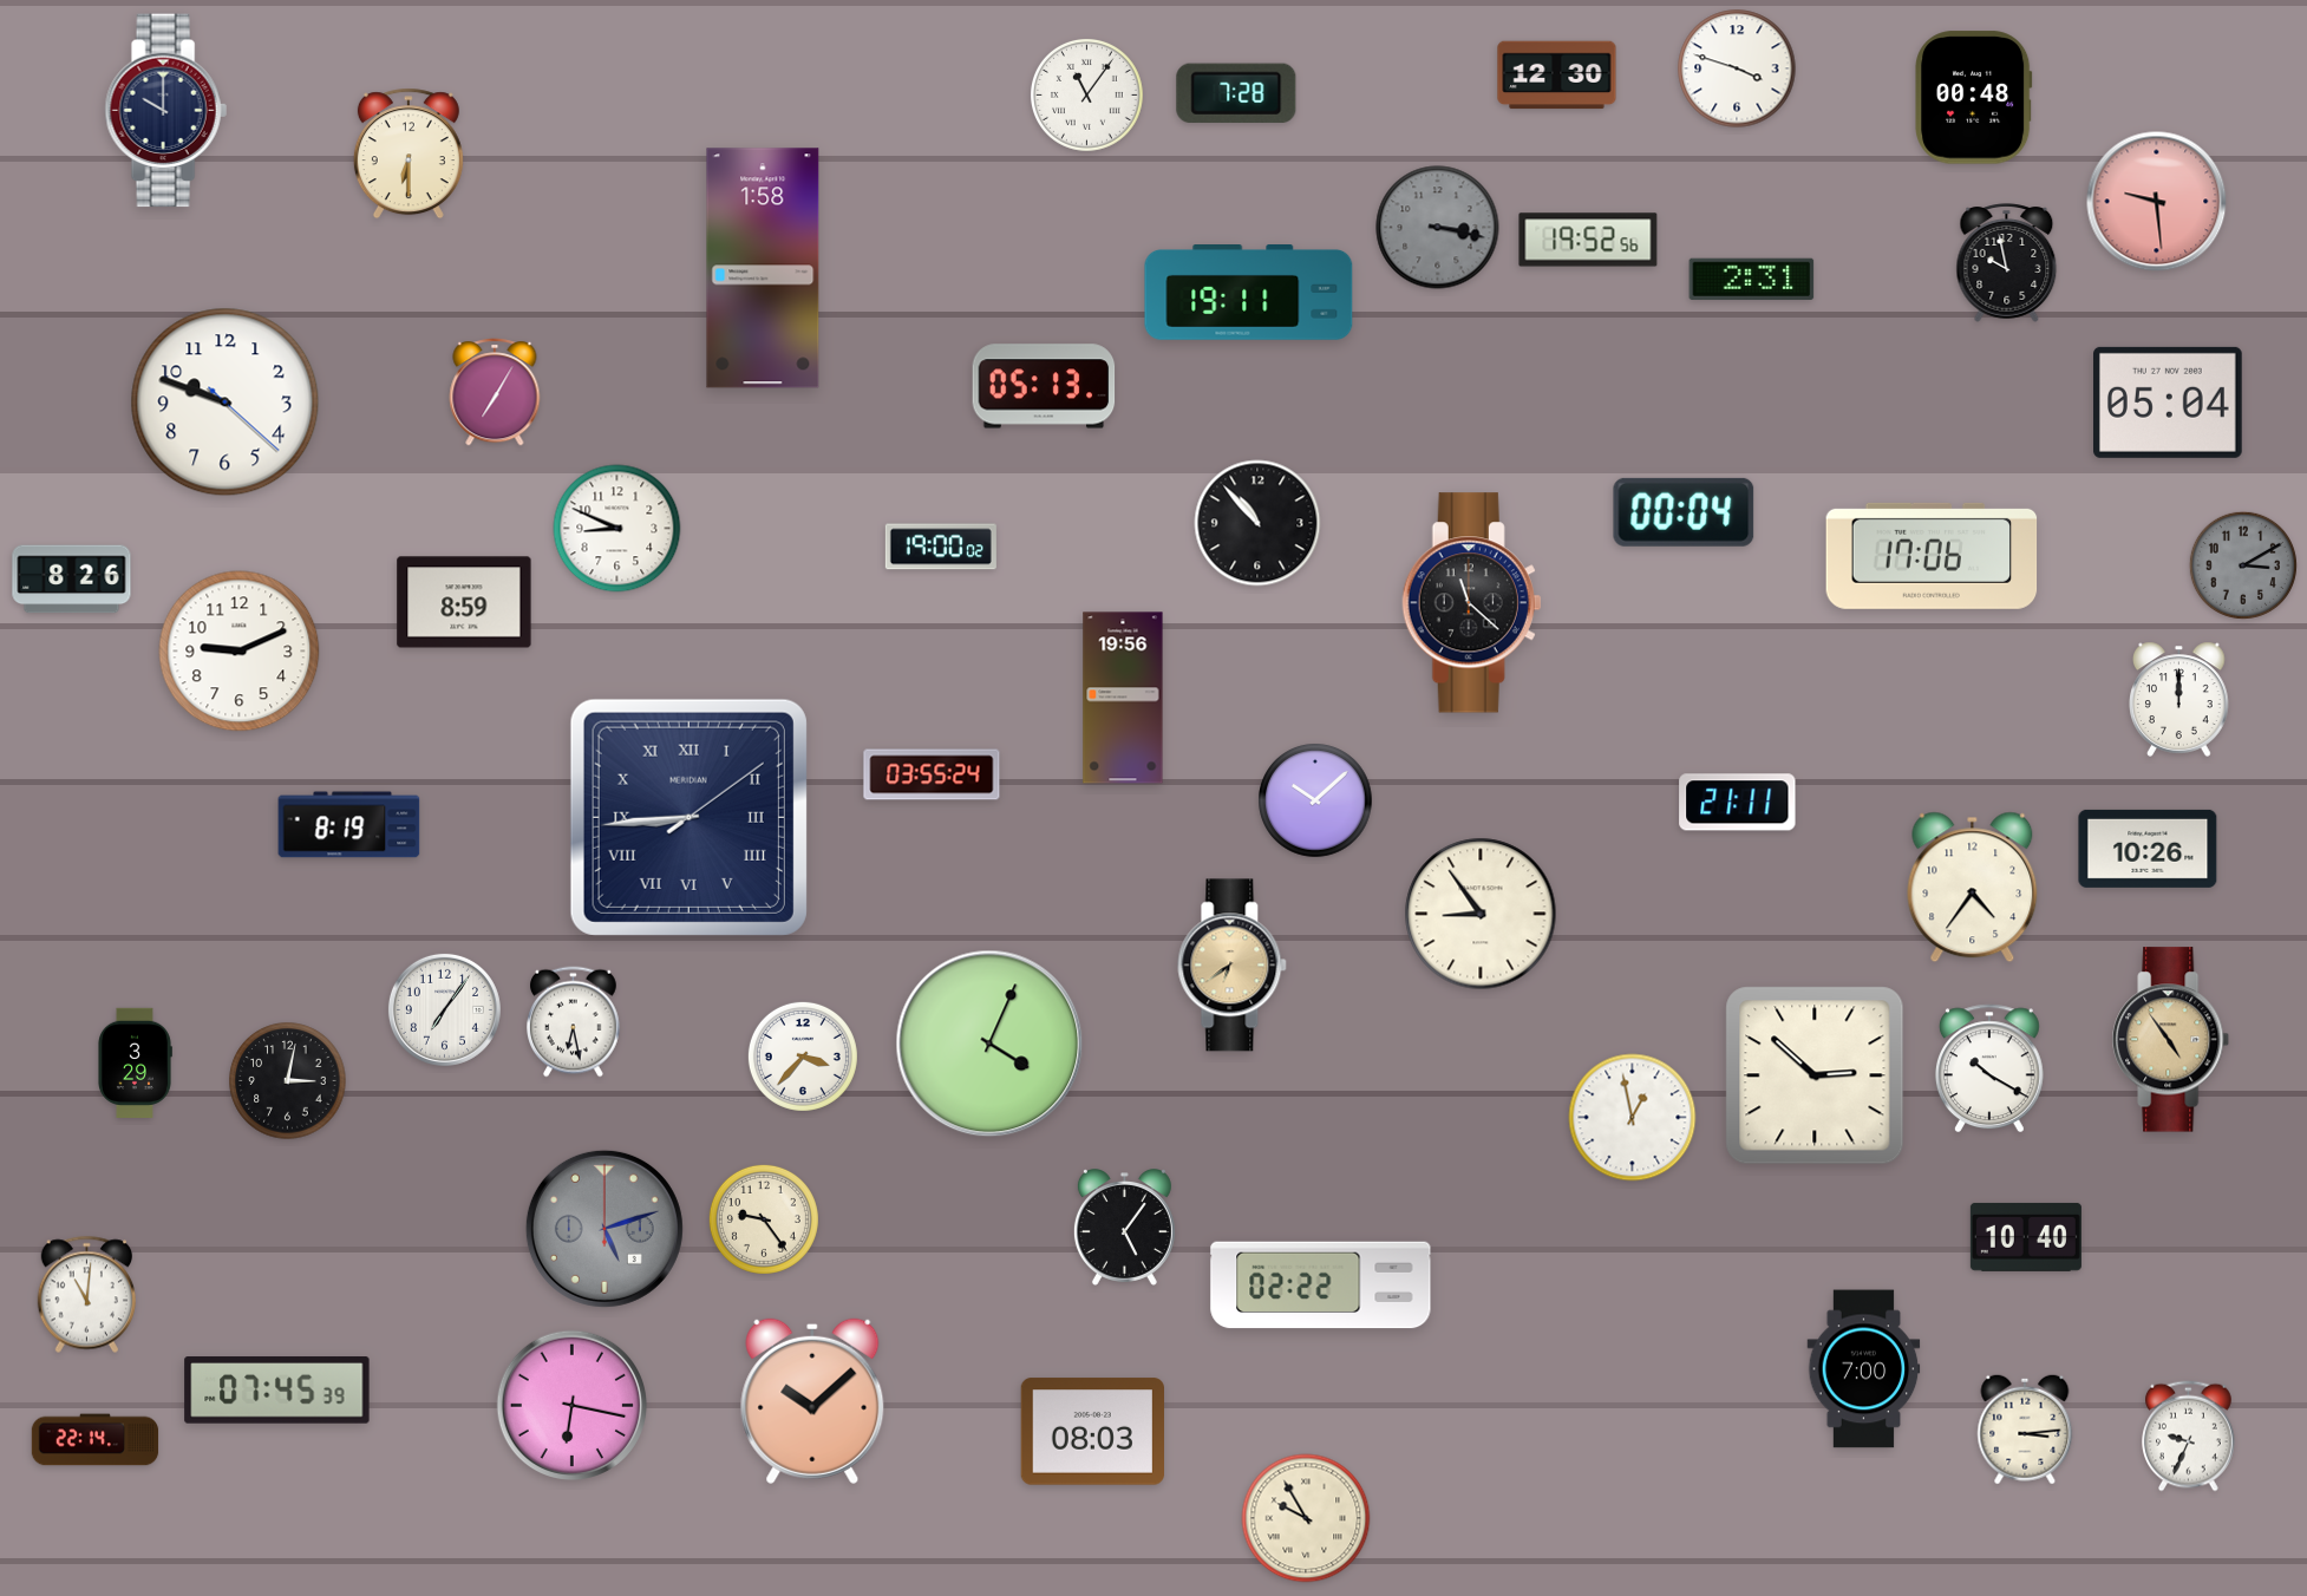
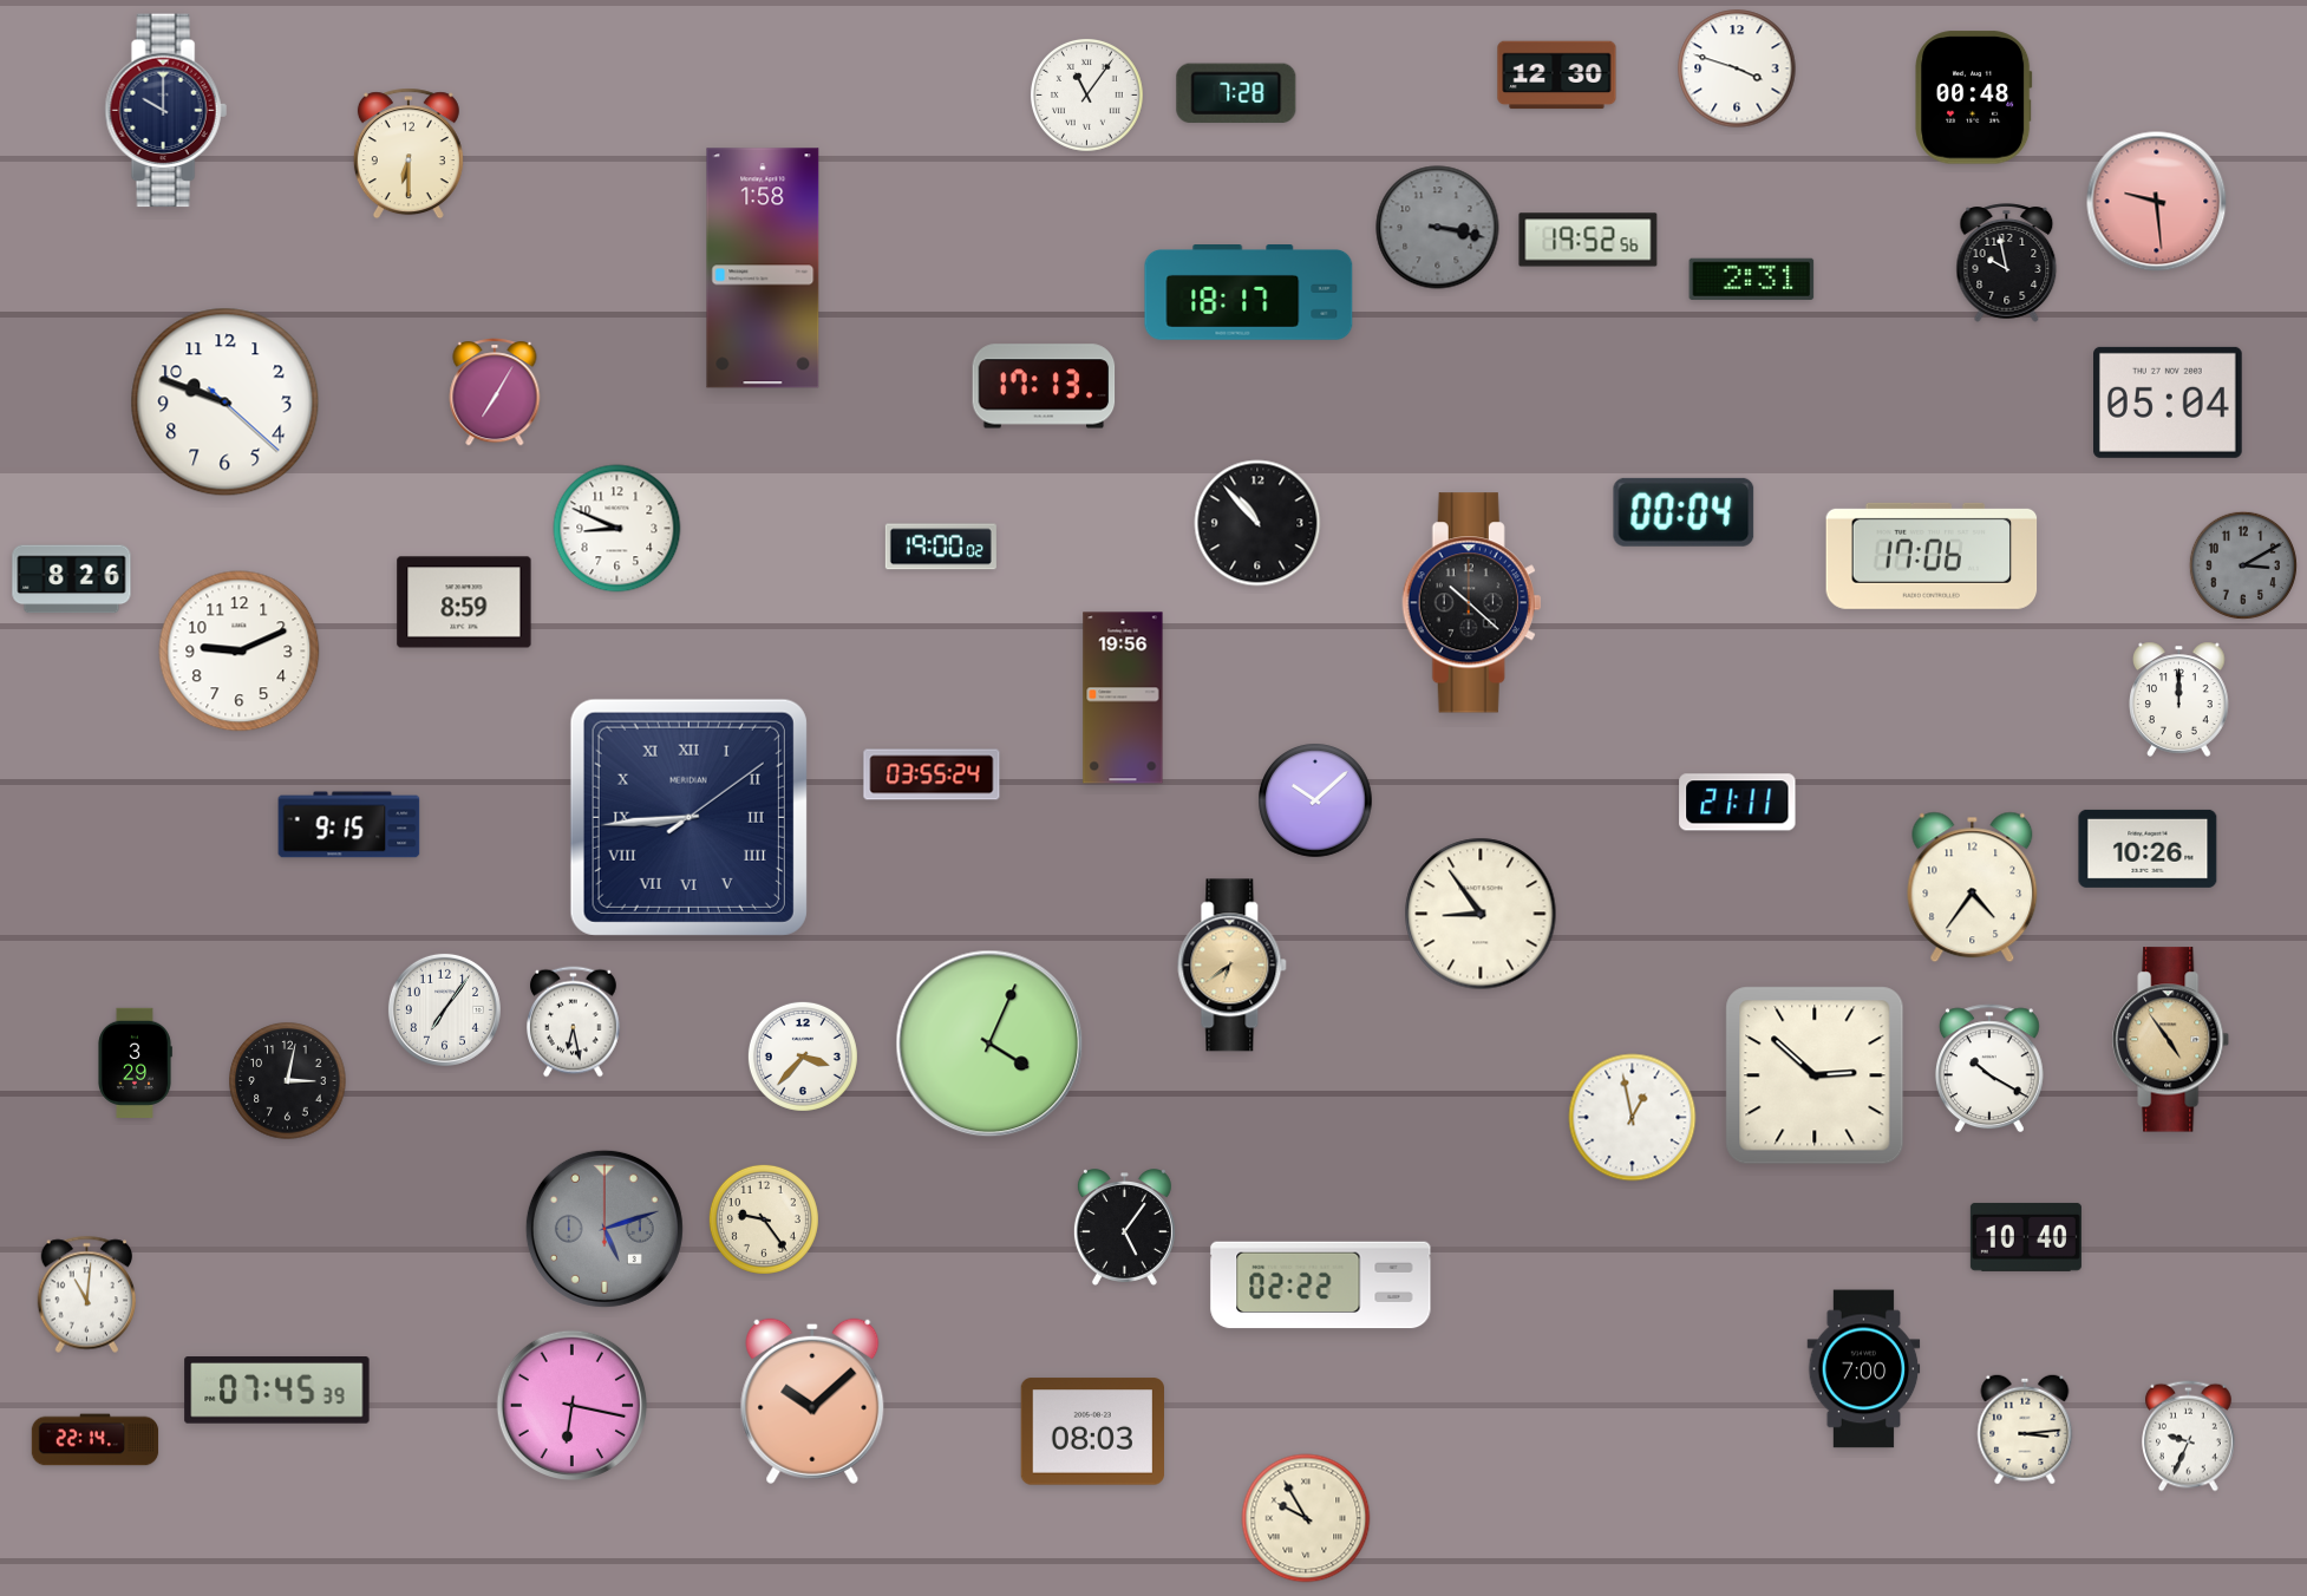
clock at (1249, 293): 19:11 -> 18:17
clock at (1044, 386): 05:13 -> 17:13
clock at (1472, 603): 11:22 -> 10:22
clock at (349, 825): 8:19 -> 9:15
